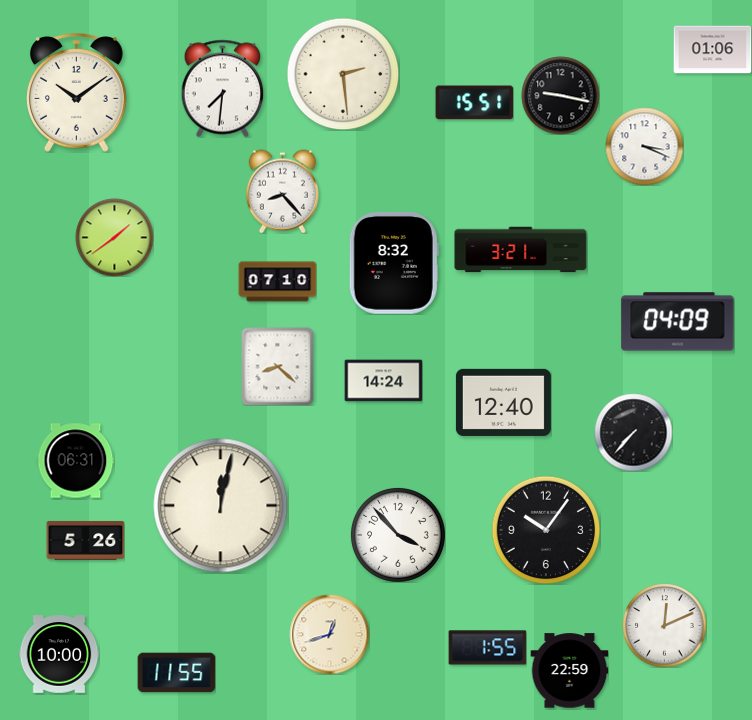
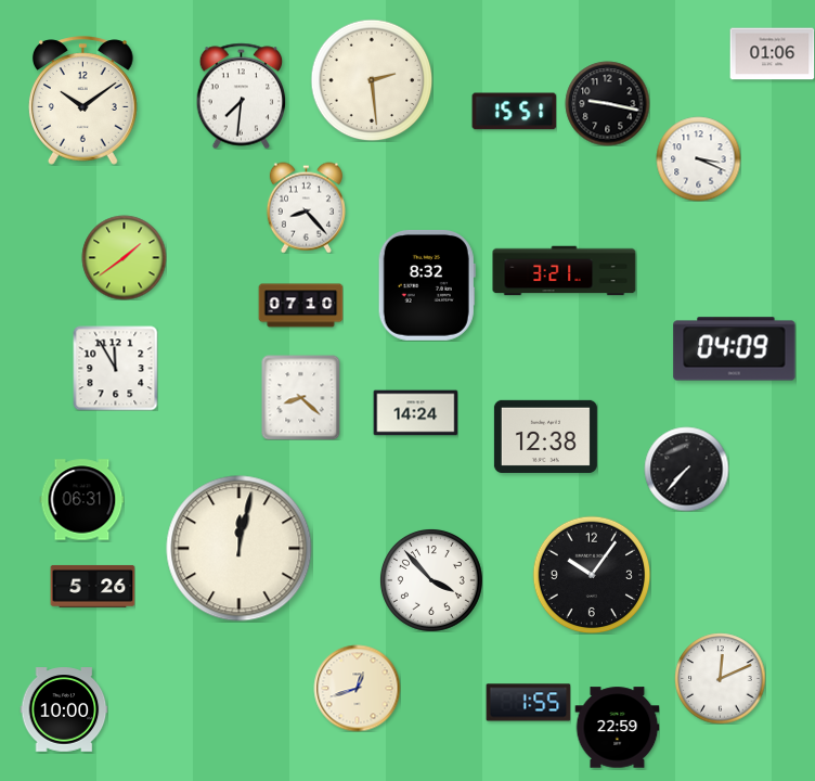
clock at (115, 368): none -> 11:55
clock at (503, 402): 12:40 -> 12:38
clock at (176, 673): 11:55 -> none
